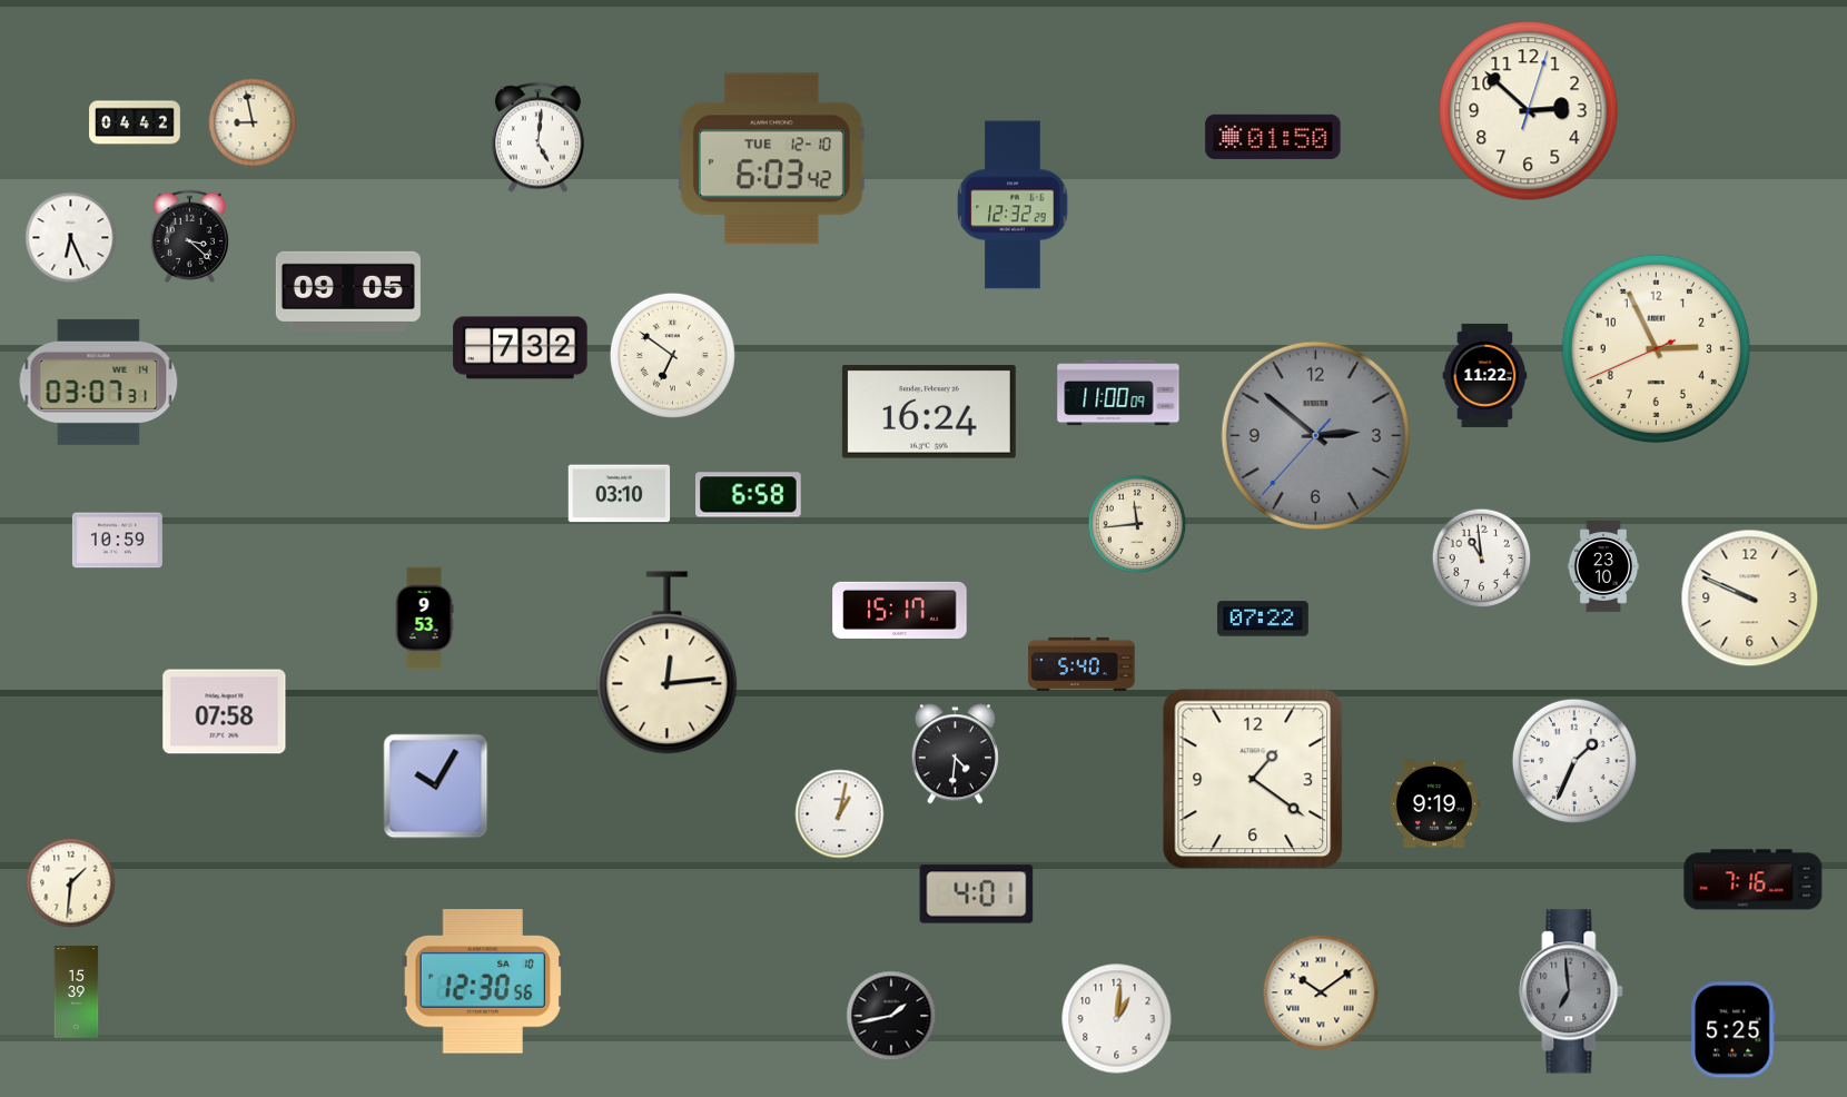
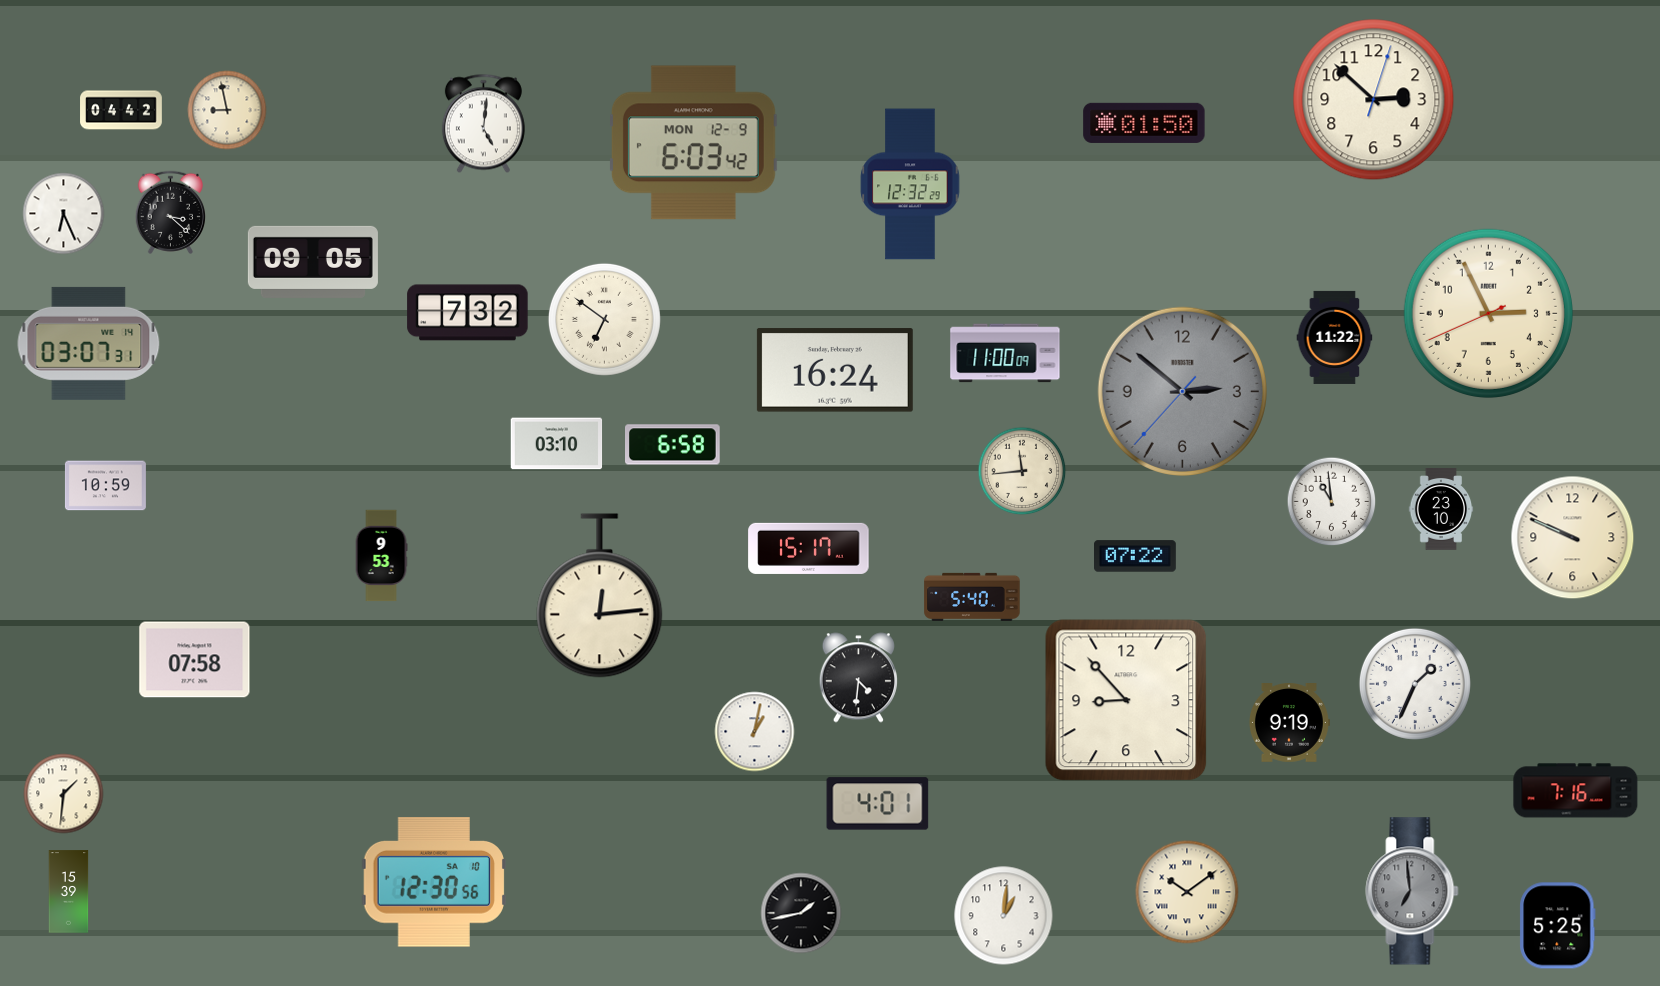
clock at (771, 159) date: TUE 12-10 -> MON 12-9
clock at (225, 712) position: (225, 712) -> (195, 660)
clock at (1253, 779): 1:21 -> 8:53
clock at (436, 787): 10:05 -> none
